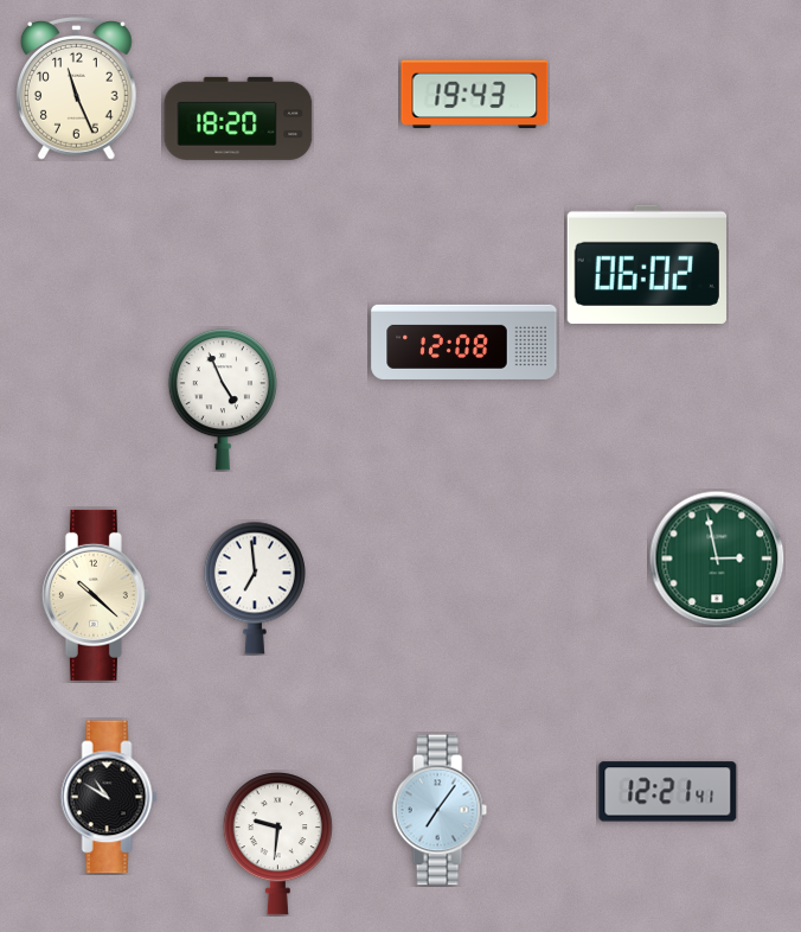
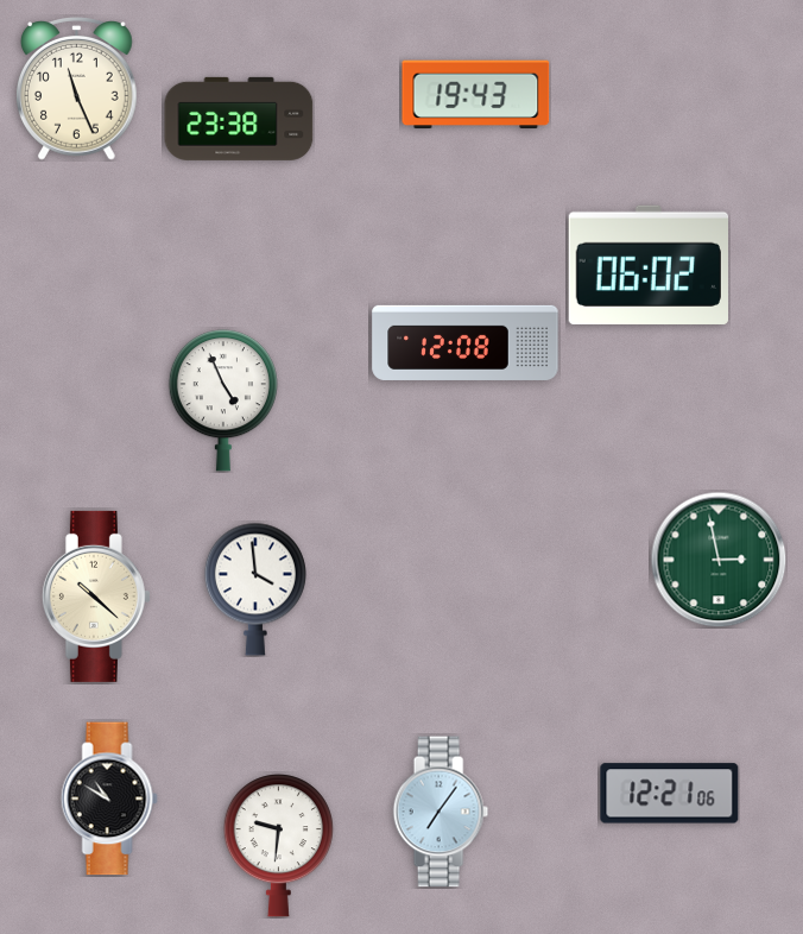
clock at (238, 119): 18:20 -> 23:38
clock at (255, 588): 6:59 -> 3:59
clock at (668, 792): 12:21:41 -> 12:21:06
